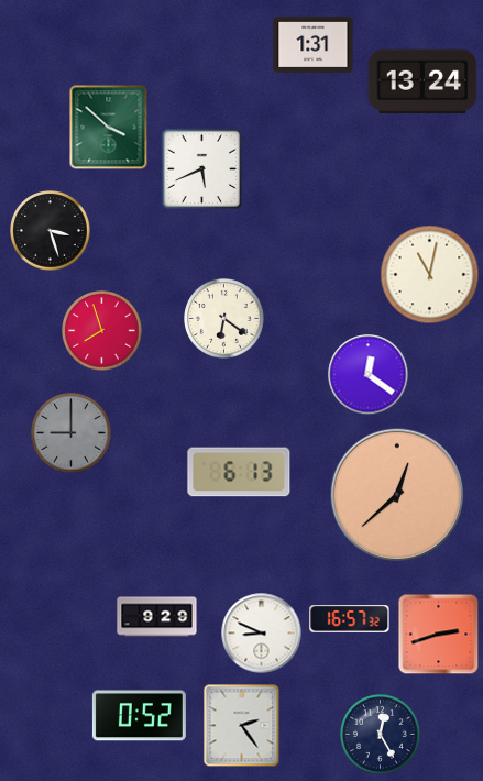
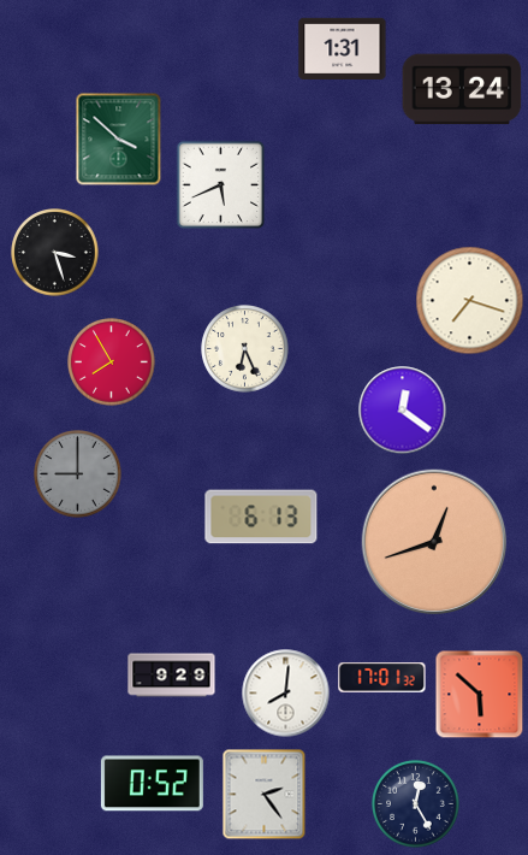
clock at (430, 275): 11:02 -> 7:18
clock at (224, 319): 6:21 -> 6:26
clock at (102, 331): 7:57 -> 7:55
clock at (397, 495): 12:38 -> 12:42
clock at (350, 619): 16:57 -> 17:01
clock at (262, 634): 8:49 -> 8:01
clock at (439, 635): 2:42 -> 5:52
